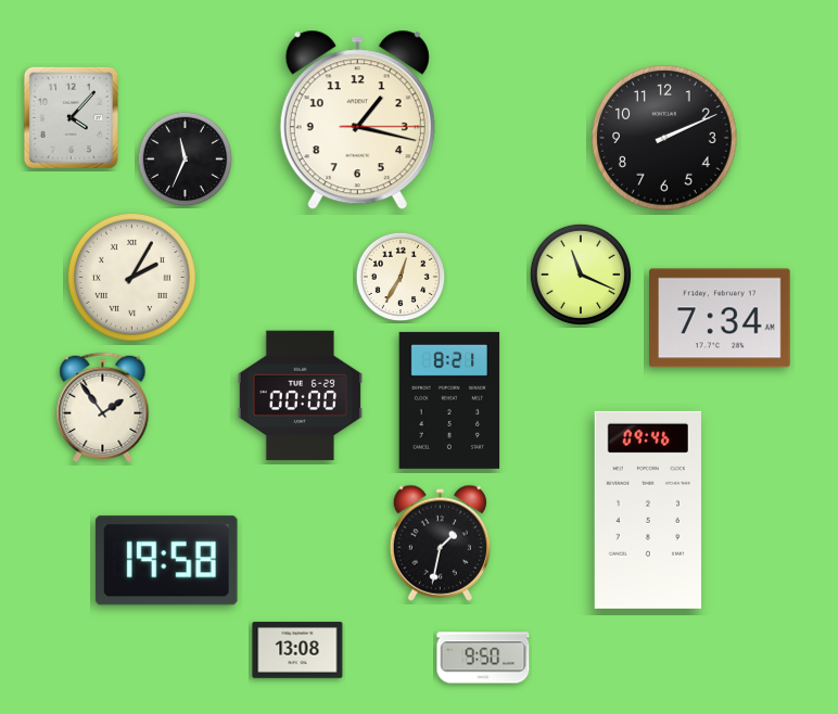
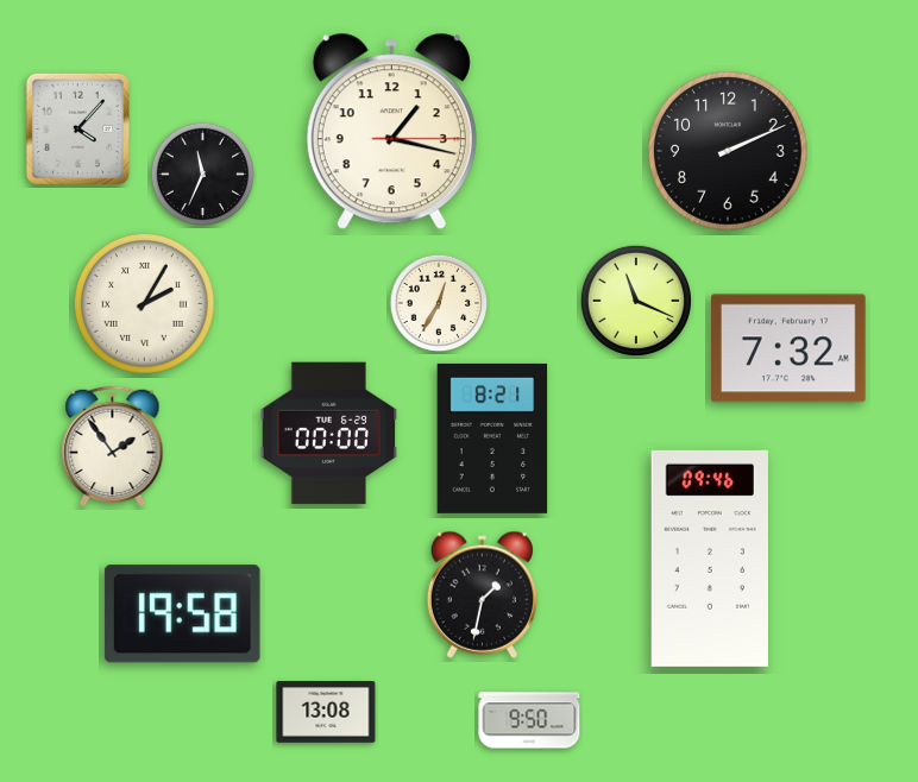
clock at (721, 318): 7:34 -> 7:32
